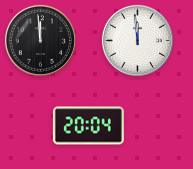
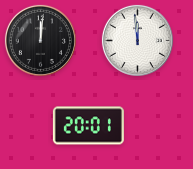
clock at (40, 40): 11:59 -> 12:01
clock at (88, 126): 20:04 -> 20:01
